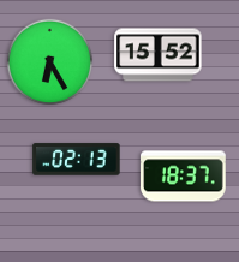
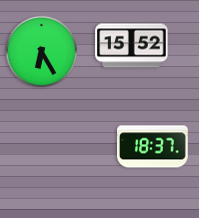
clock at (77, 160): 02:13 -> none
